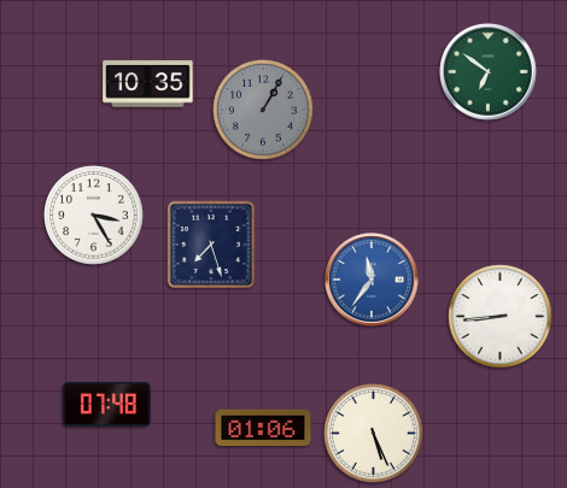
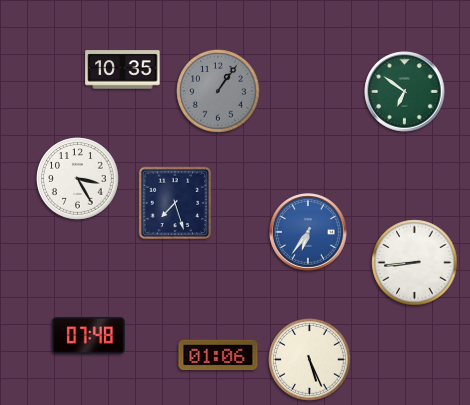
clock at (489, 72) position: (489, 72) -> (405, 92)
clock at (263, 110): 1:05 -> 1:06
clock at (373, 281): 11:36 -> 6:36
